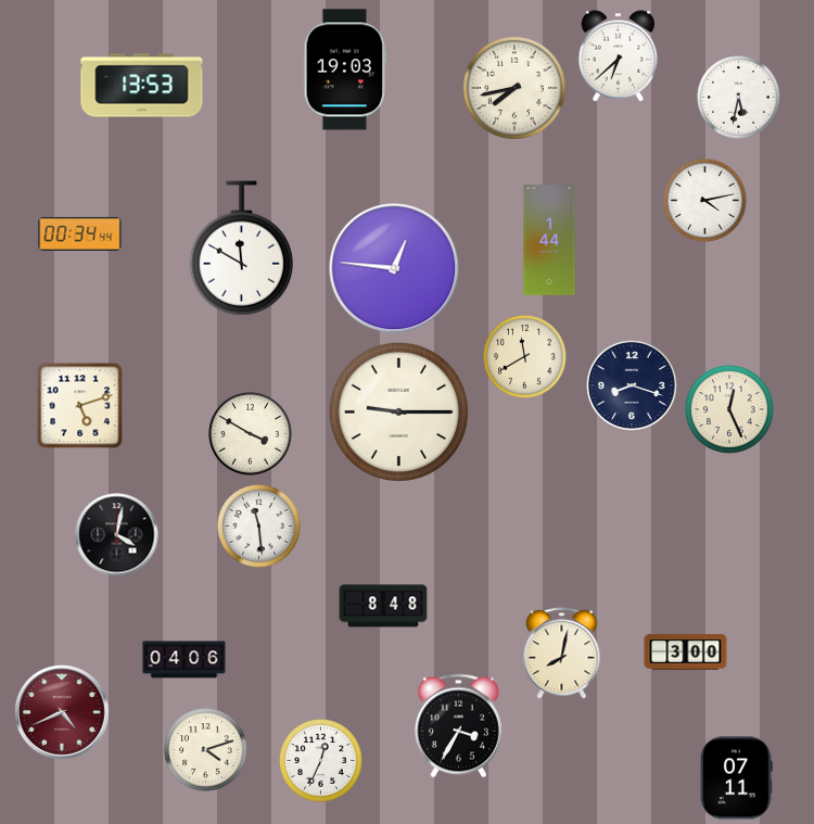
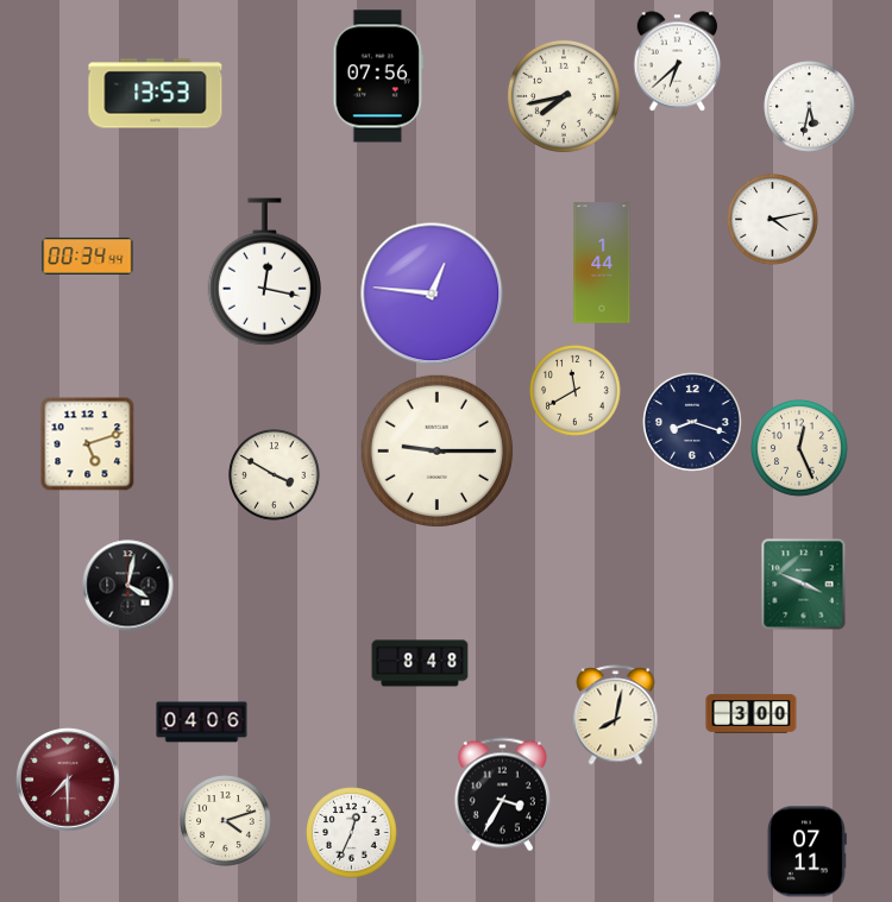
clock at (344, 69): 19:03 -> 07:56
clock at (241, 249): 11:50 -> 12:17
clock at (259, 527): 11:29 -> none
clock at (804, 585): none -> 3:49
clock at (63, 713): 4:41 -> 7:30
